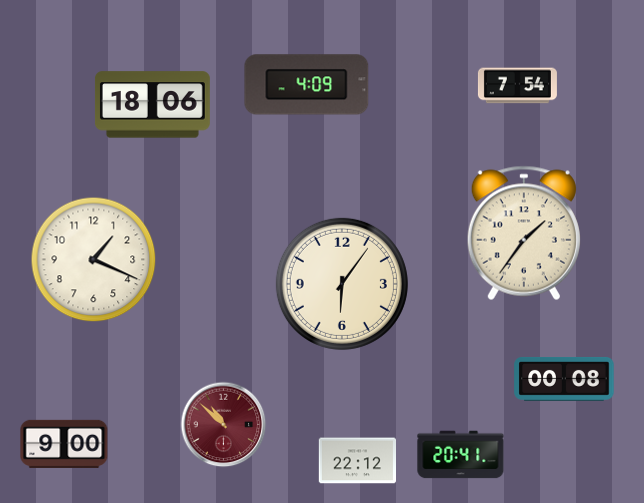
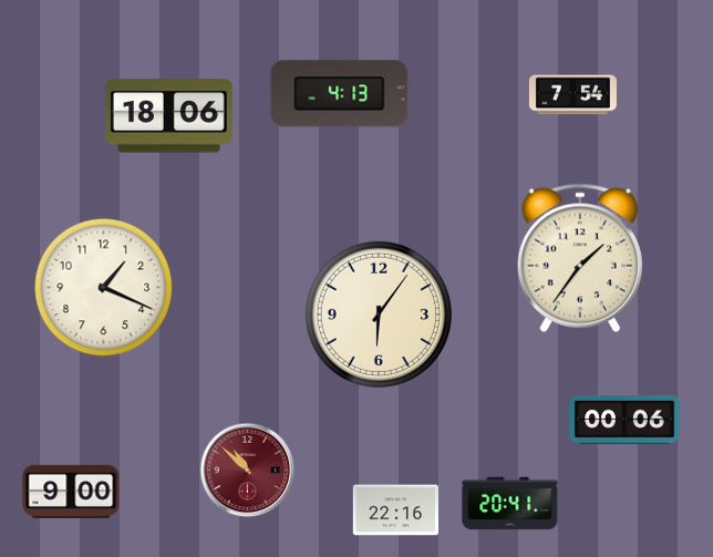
clock at (307, 85): 4:09 -> 4:13
clock at (564, 379): 00:08 -> 00:06
clock at (357, 461): 22:12 -> 22:16
